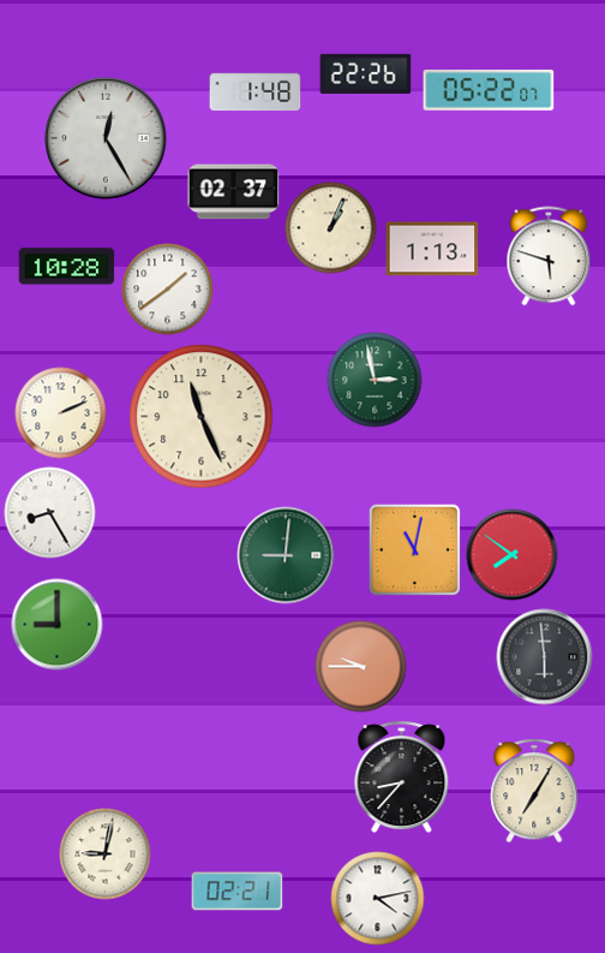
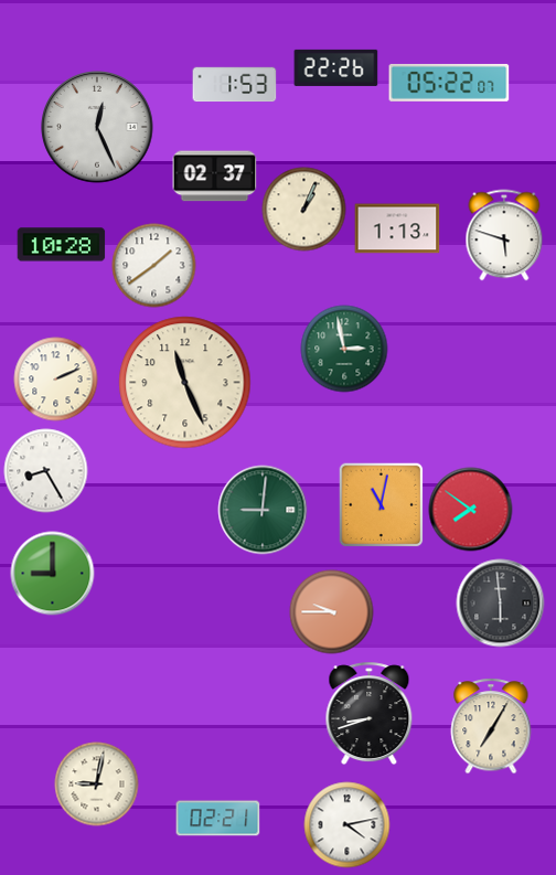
clock at (256, 93): 1:48 -> 1:53
clock at (106, 138): 12:25 -> 12:26
clock at (402, 778): 8:37 -> 8:42
